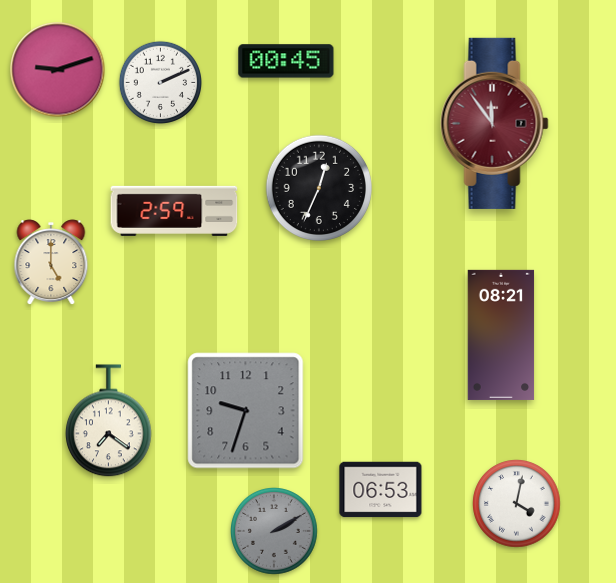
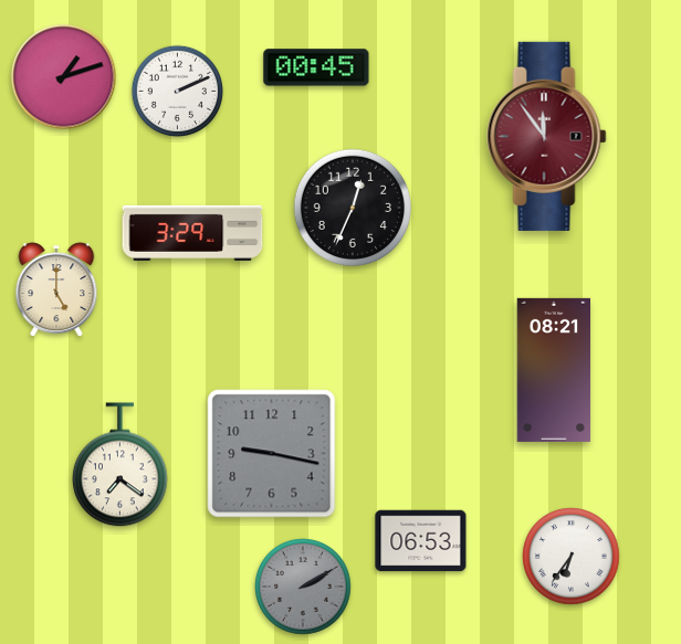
clock at (58, 70): 9:12 -> 1:12
clock at (174, 211): 2:59 -> 3:29
clock at (246, 411): 9:33 -> 9:17
clock at (517, 504): 4:02 -> 6:36
